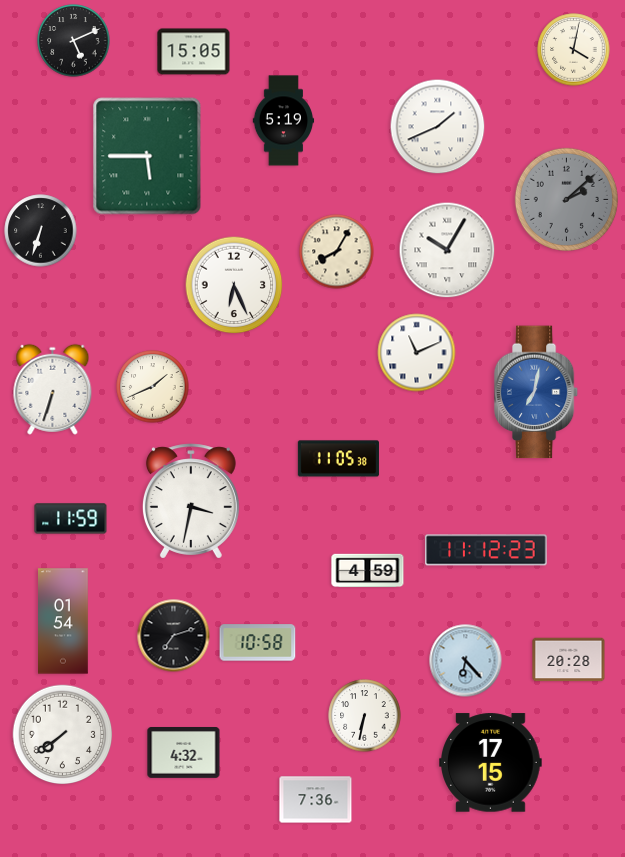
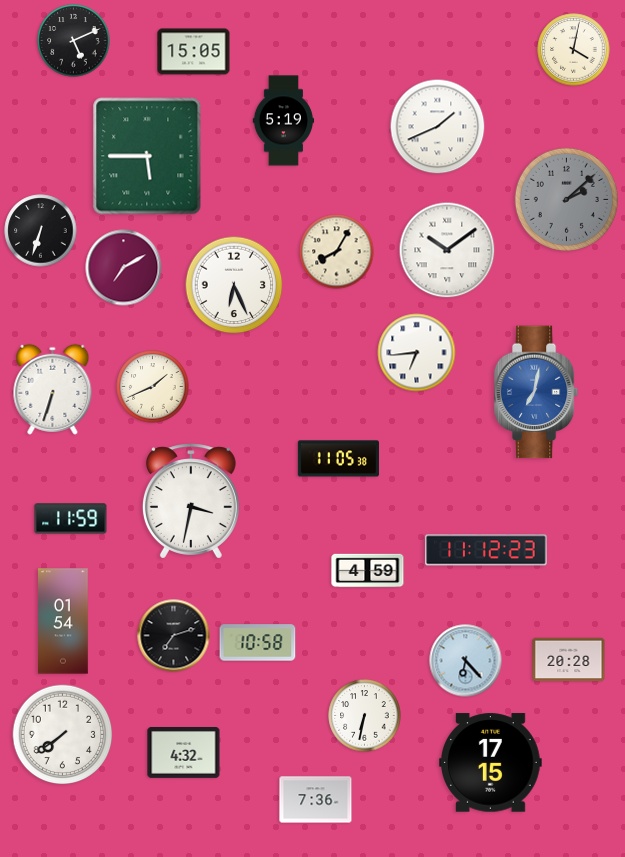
clock at (447, 250): 10:05 -> 10:09
clock at (124, 268): none -> 7:10
clock at (417, 353): 11:11 -> 6:44
